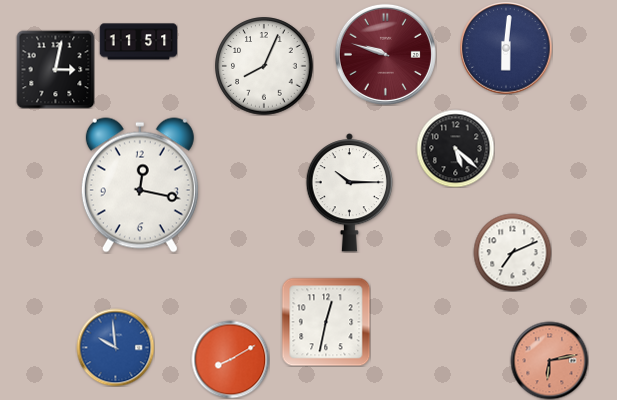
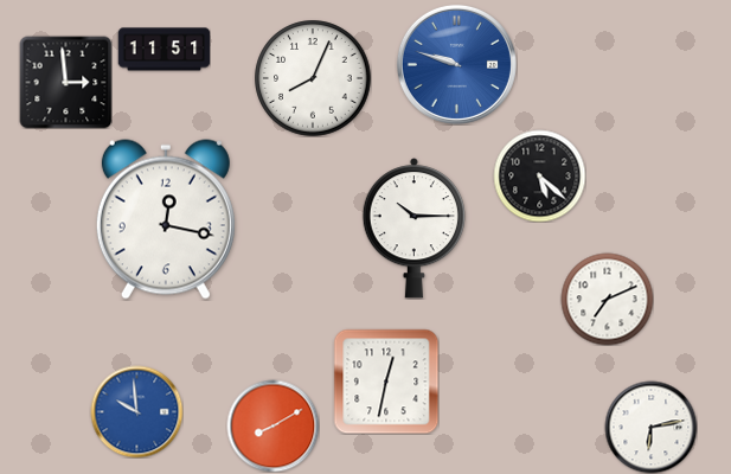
clock at (506, 48): 6:01 -> none
clock at (385, 54) dial: burgundy -> blue
clock at (55, 69): 3:02 -> 2:59
clock at (549, 360) dial: salmon -> white
